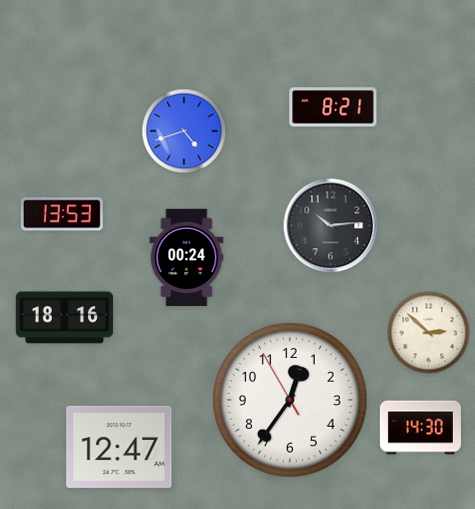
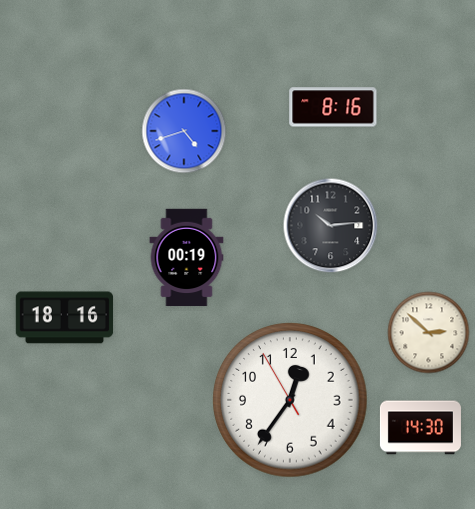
clock at (333, 107): 8:21 -> 8:16
clock at (62, 214): 13:53 -> none
clock at (187, 258): 00:24 -> 00:19
clock at (119, 447): 12:47 -> none
